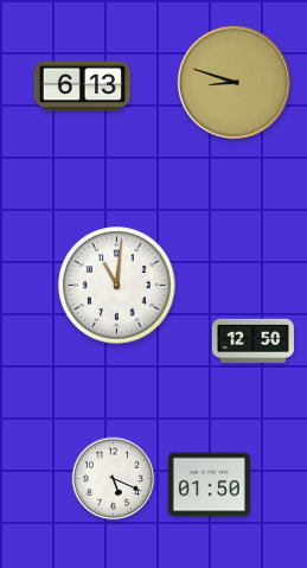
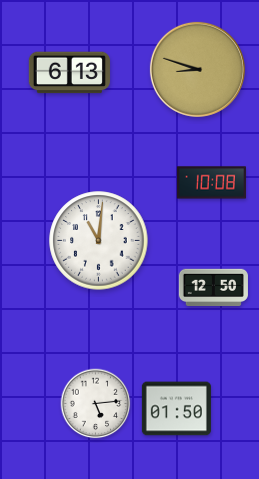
clock at (211, 183): none -> 10:08
clock at (114, 479): 5:19 -> 5:14
